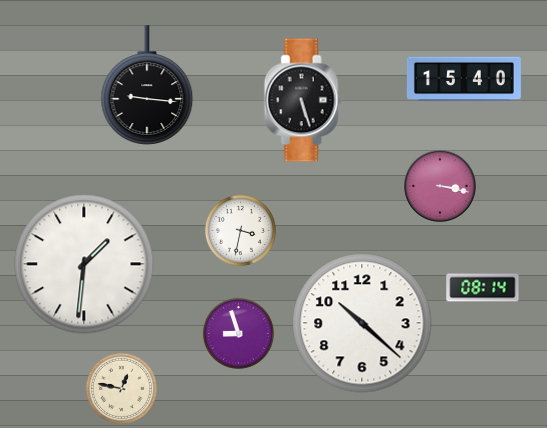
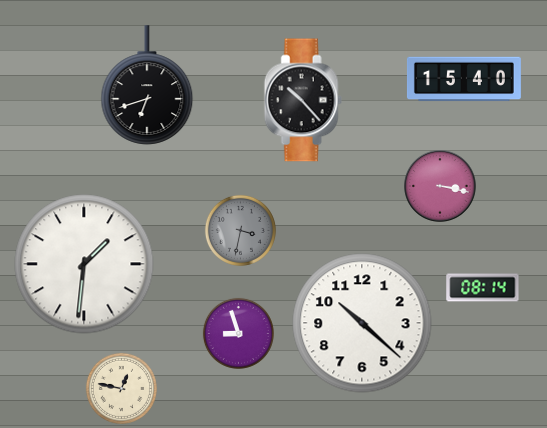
clock at (147, 85): 9:16 -> 6:42
clock at (303, 100): 5:27 -> 10:23
clock at (240, 230) dial: white -> grey
